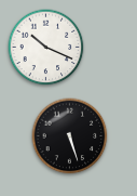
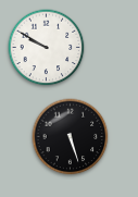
clock at (46, 48): 10:19 -> 9:50
